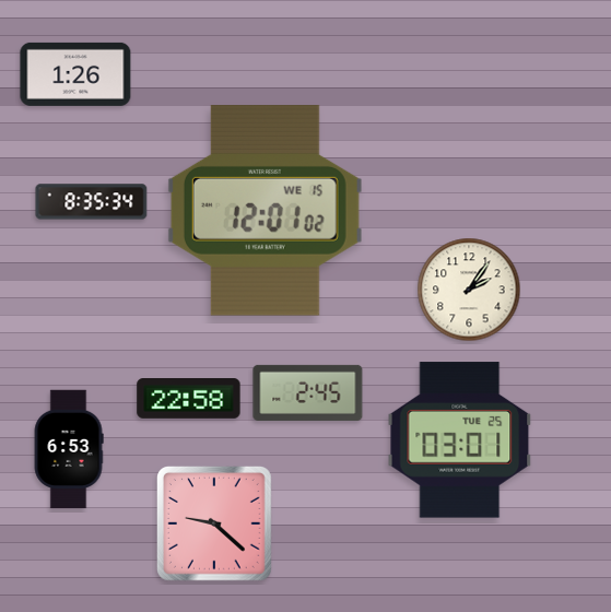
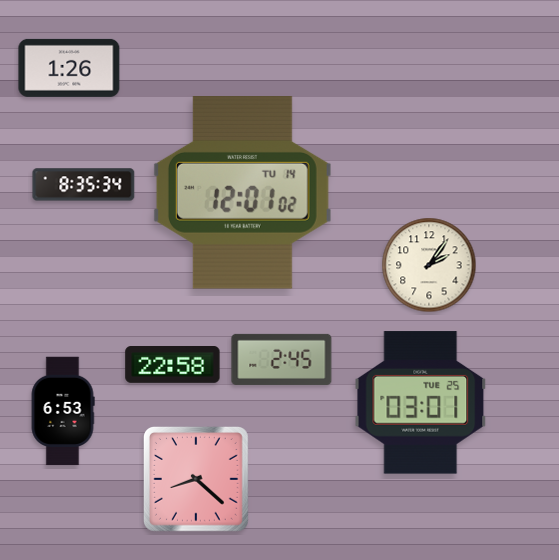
clock at (265, 211) date: WE 15 -> TU 14
clock at (215, 525): 9:22 -> 8:22
